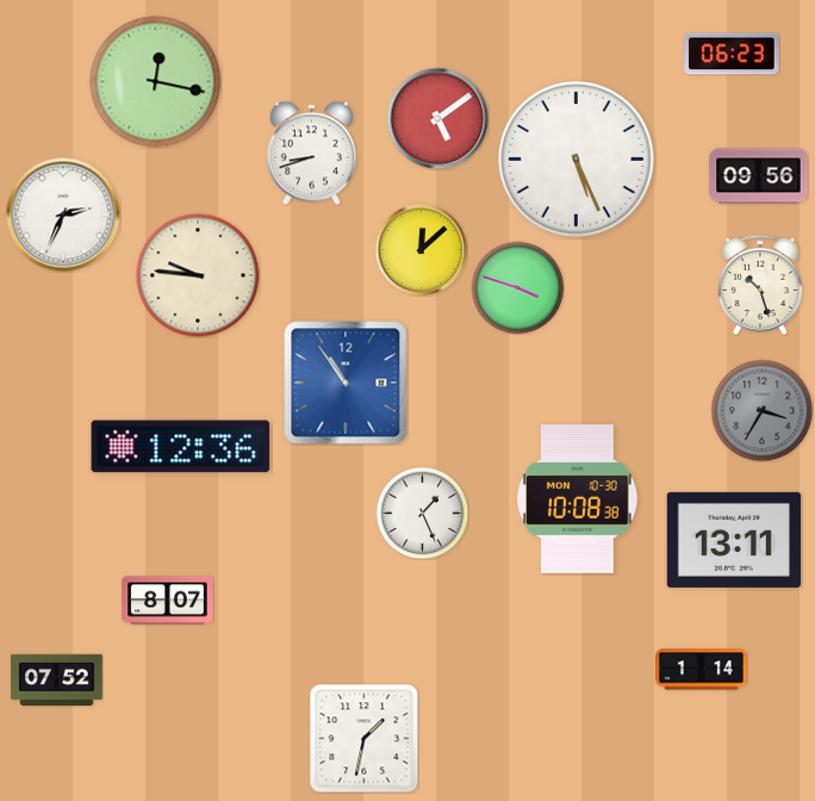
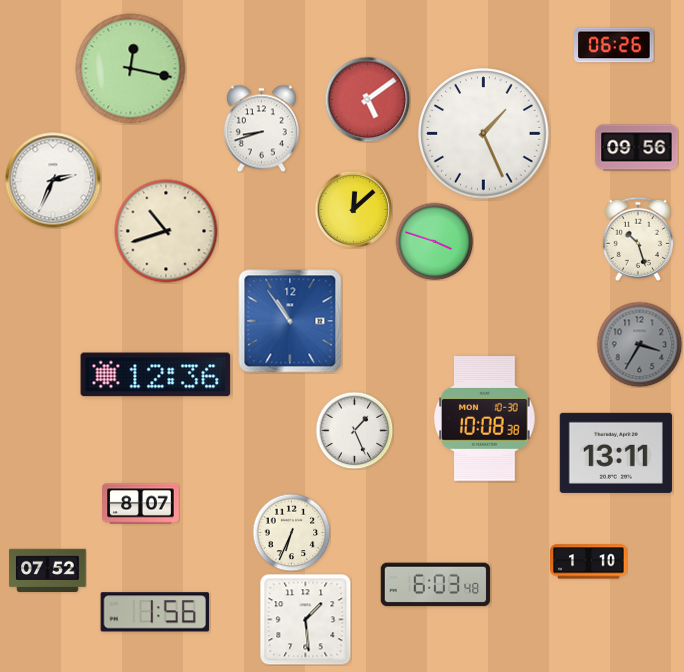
clock at (732, 54): 06:23 -> 06:26
clock at (577, 160): 5:26 -> 1:26
clock at (198, 275): 9:46 -> 10:42
clock at (181, 447) position: (181, 447) -> (156, 375)
clock at (291, 532): none -> 6:34
clock at (702, 670): 1:14 -> 1:10
clock at (436, 585): none -> 6:03
clock at (154, 612): none -> 1:56
clock at (365, 739): 1:32 -> 1:29
